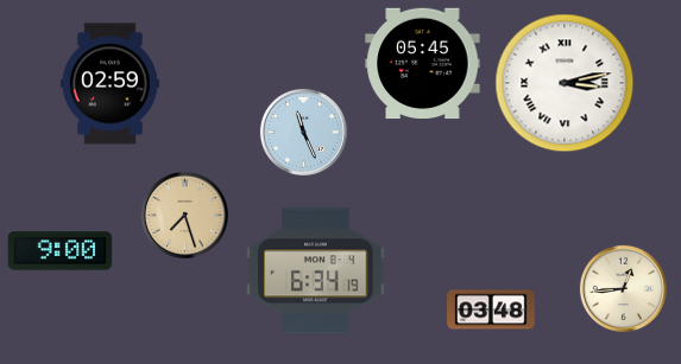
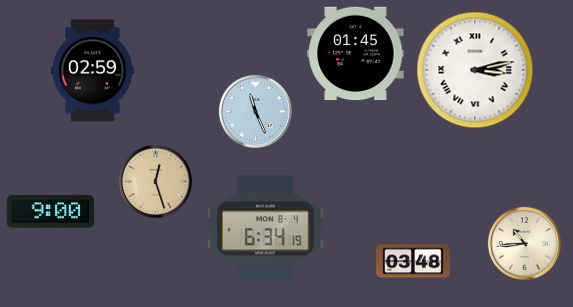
clock at (423, 64): 05:45 -> 01:45
clock at (184, 215): 7:27 -> 12:27
clock at (623, 288): 12:44 -> 10:44
